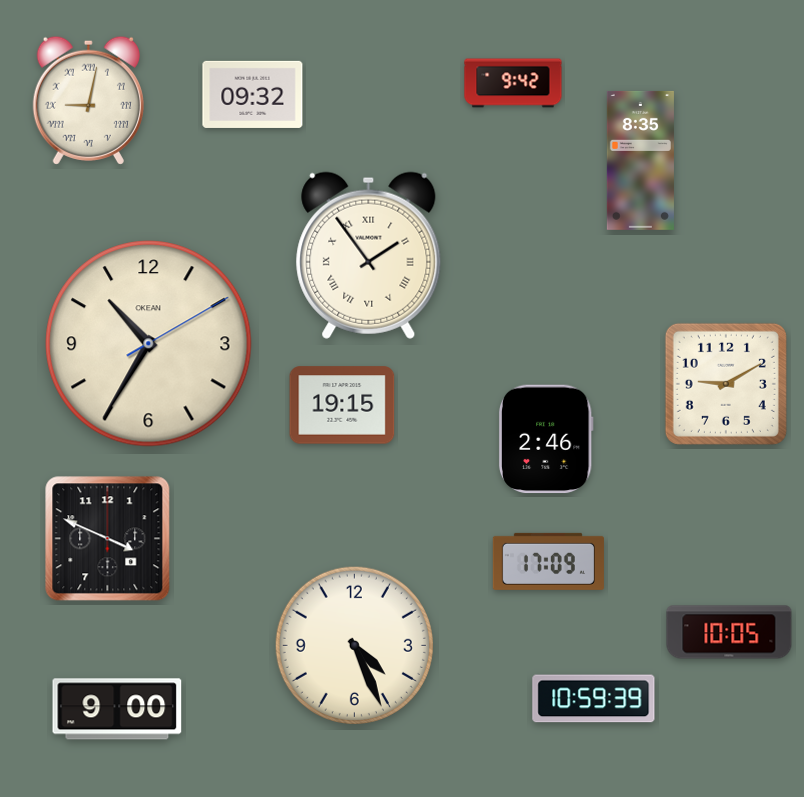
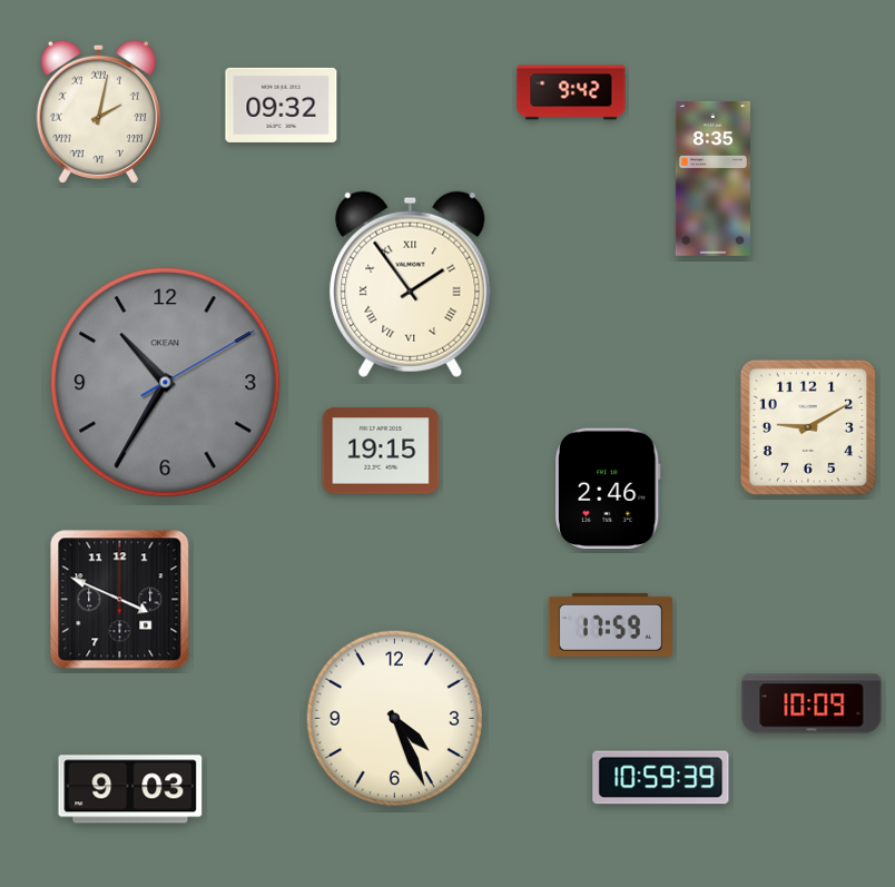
clock at (88, 100): 9:02 -> 2:02
clock at (149, 344) dial: cream -> grey
clock at (548, 561): 17:09 -> 17:59
clock at (729, 632): 10:05 -> 10:09
clock at (117, 709): 9:00 -> 9:03
